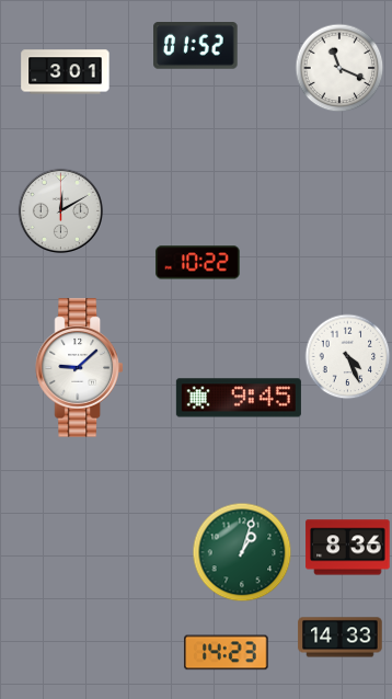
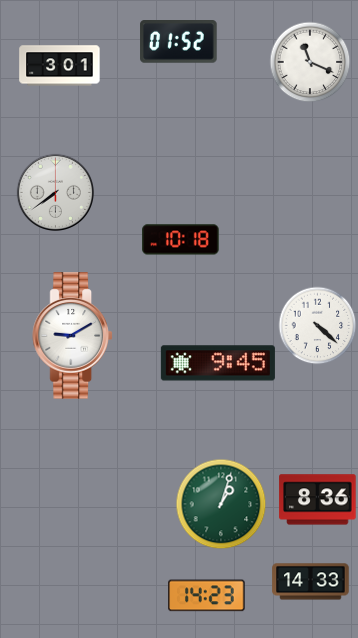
clock at (60, 210): 12:10 -> 7:39
clock at (198, 263): 10:22 -> 10:18
clock at (347, 356): 4:26 -> 4:22
clock at (80, 368): 9:08 -> 9:10
